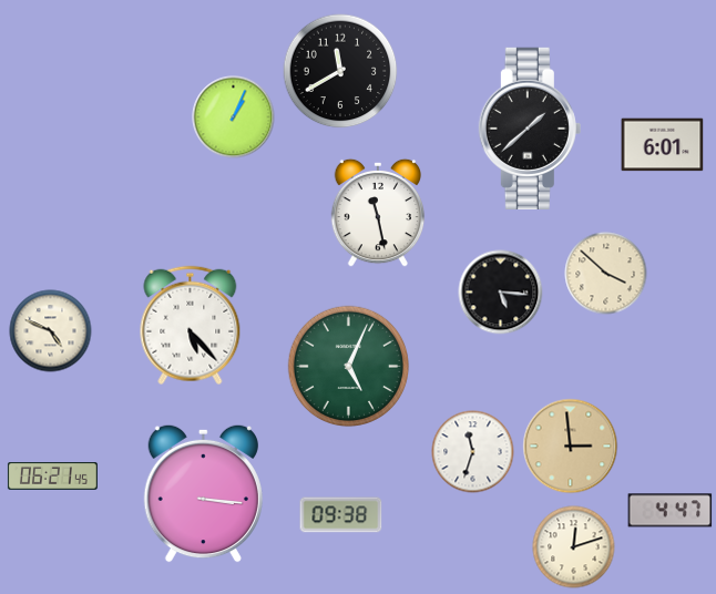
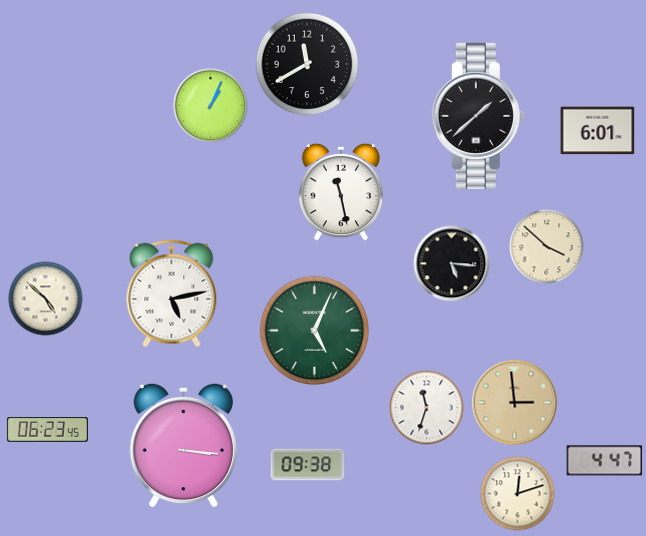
clock at (191, 326): 5:23 -> 5:13
clock at (51, 331): 4:49 -> 4:52
clock at (52, 477): 06:21 -> 06:23
